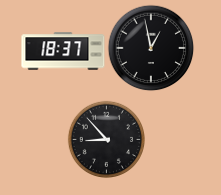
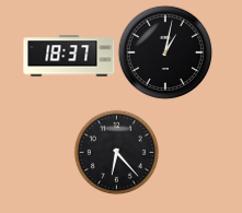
clock at (151, 48): 12:58 -> 1:02
clock at (106, 139): 8:53 -> 6:23
